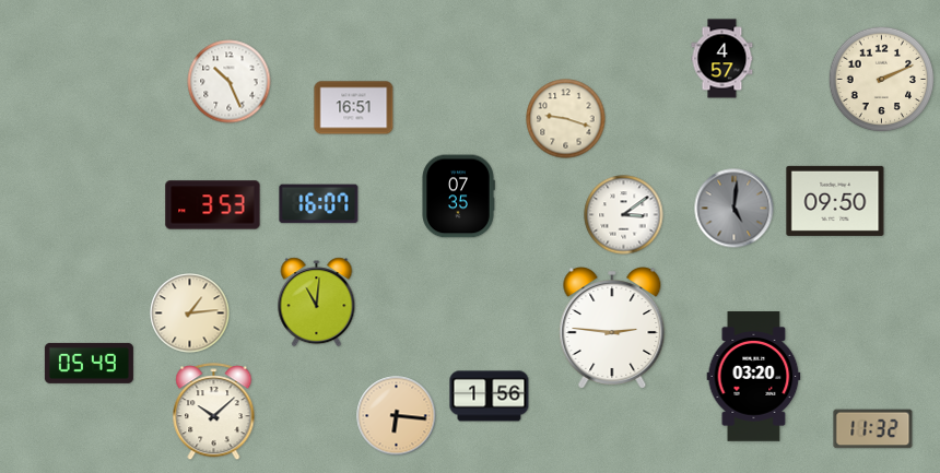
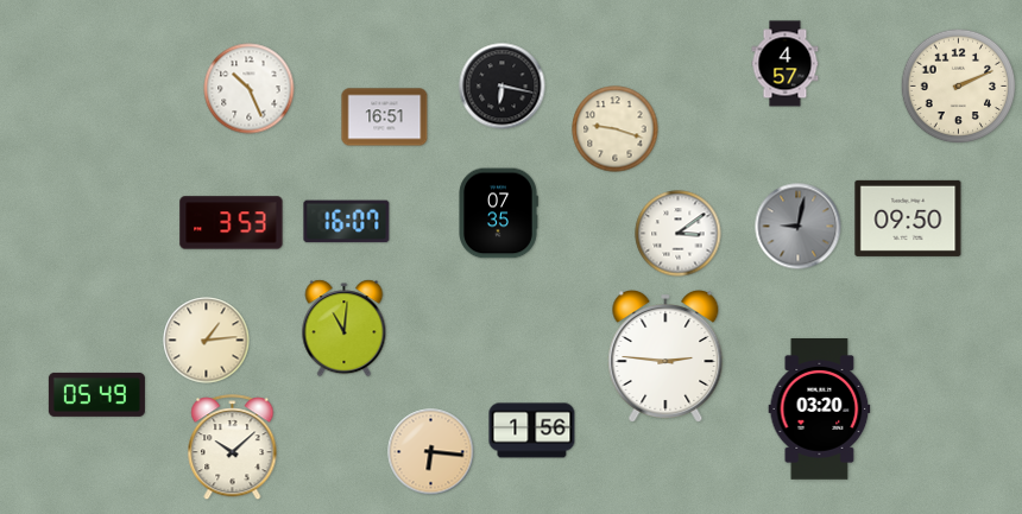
clock at (503, 87): none -> 6:17
clock at (735, 209): 5:01 -> 9:02
clock at (873, 429): 11:32 -> none
